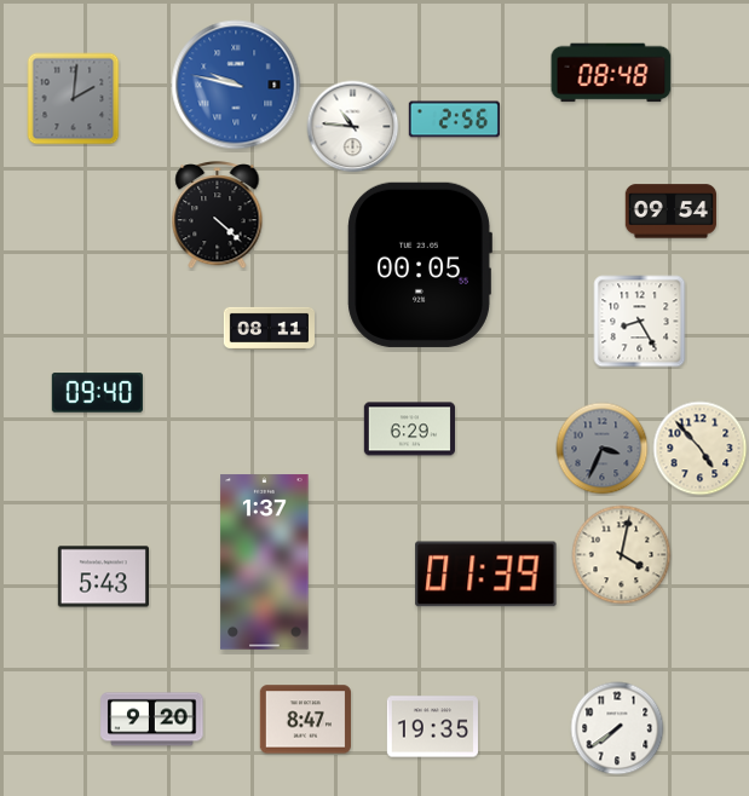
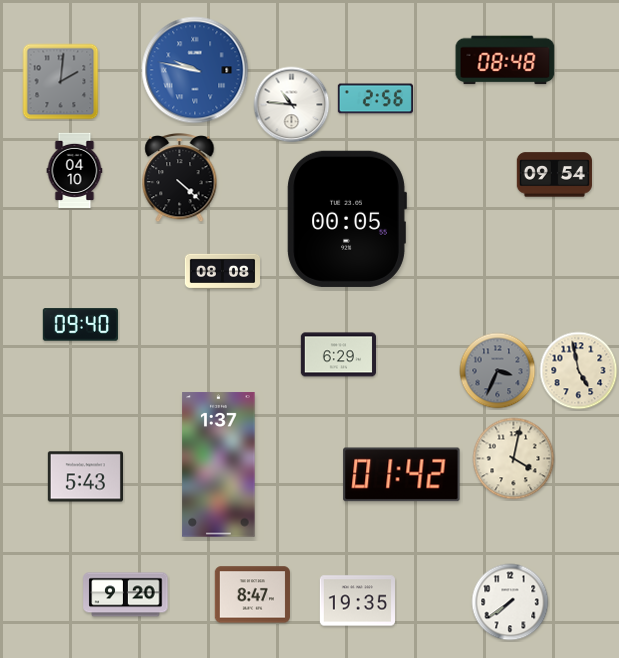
clock at (75, 170): none -> 04:10
clock at (640, 322): 8:25 -> none
clock at (269, 328): 08:11 -> 08:08
clock at (701, 449): 4:53 -> 4:58
clock at (486, 575): 01:39 -> 01:42
